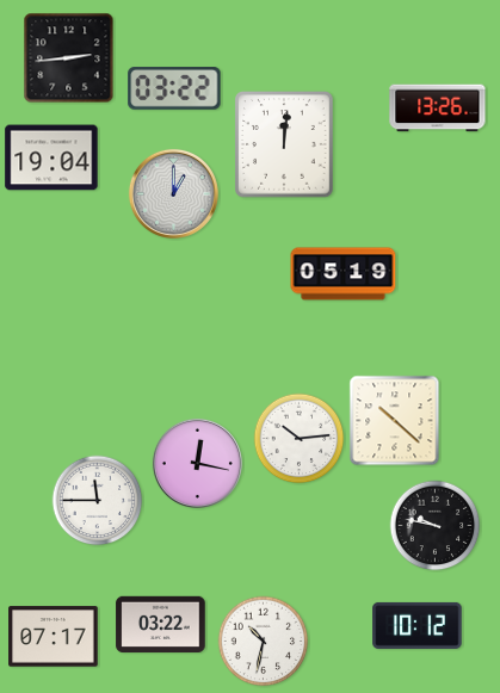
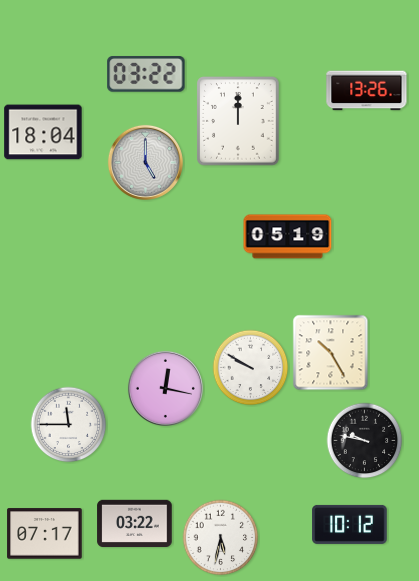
clock at (69, 58): 2:44 -> none
clock at (285, 144): 12:01 -> 12:00
clock at (51, 157): 19:04 -> 18:04
clock at (173, 193): 1:00 -> 5:00
clock at (344, 274) position: (344, 274) -> (288, 237)
clock at (395, 421): 10:22 -> 10:25
clock at (300, 439): 10:14 -> 9:50
clock at (98, 501) position: (98, 501) -> (69, 425)
clock at (264, 642): 10:32 -> 5:32
